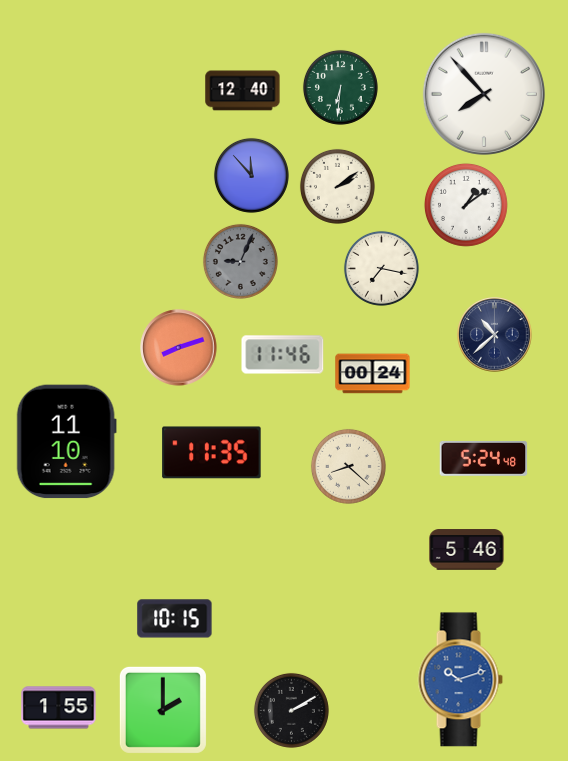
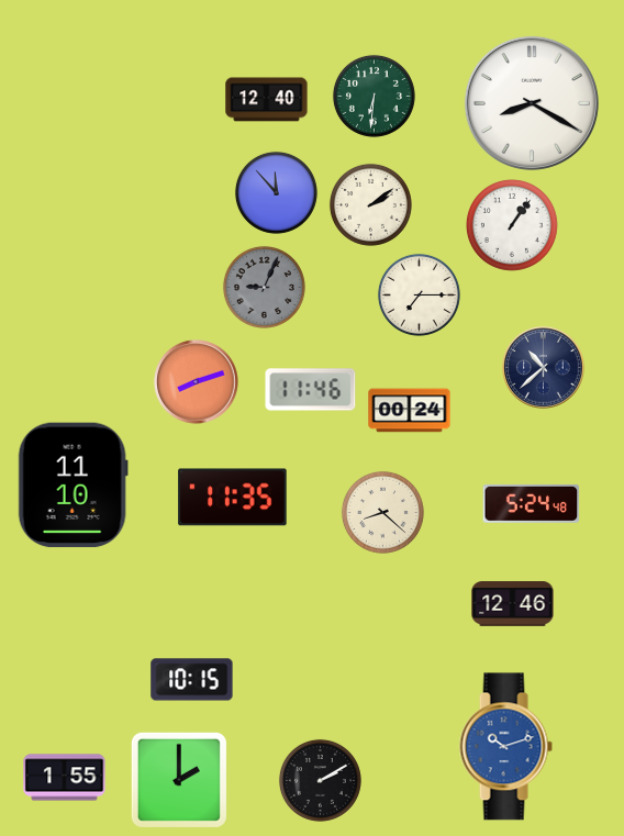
clock at (484, 94): 7:53 -> 8:20
clock at (466, 205): 1:09 -> 1:06
clock at (381, 268): 7:17 -> 7:15
clock at (467, 550): 5:46 -> 12:46
